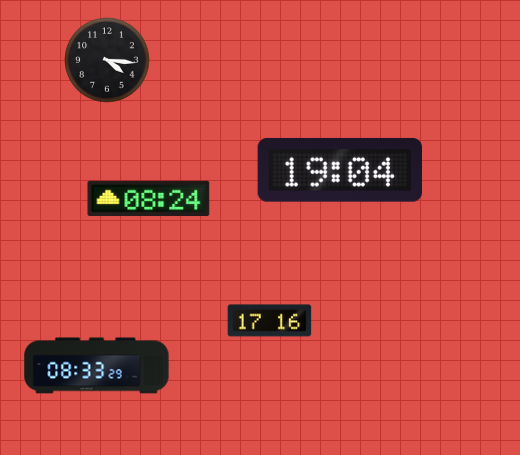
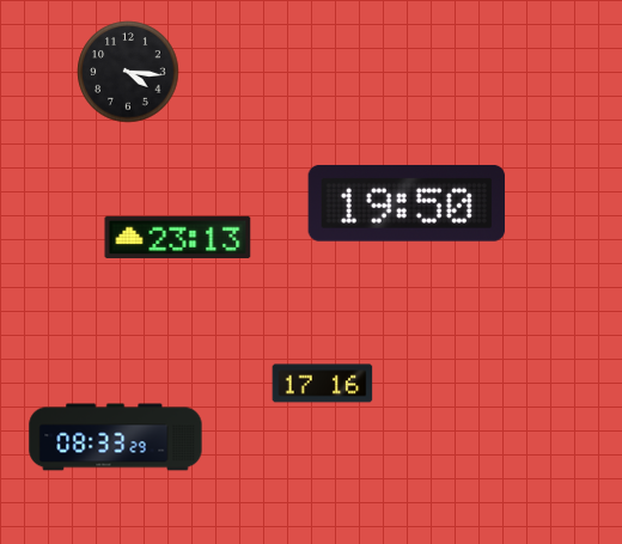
clock at (339, 170): 19:04 -> 19:50
clock at (149, 198): 08:24 -> 23:13
